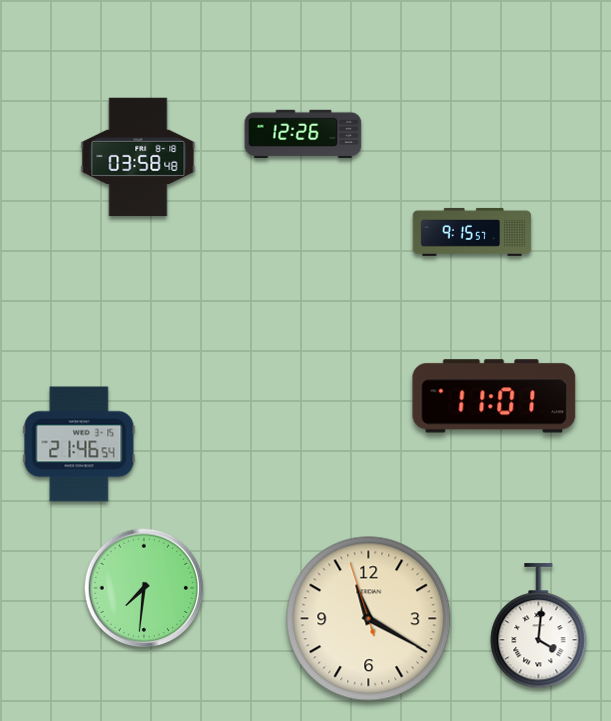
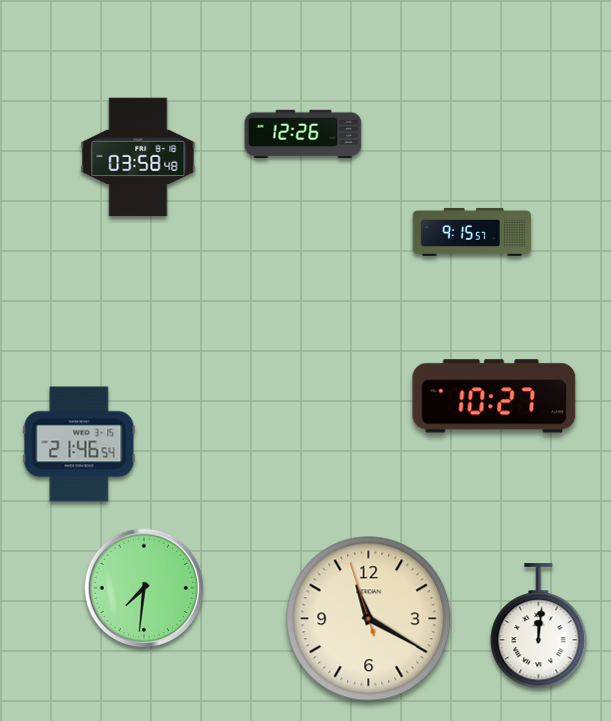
clock at (494, 396): 11:01 -> 10:27
clock at (539, 626): 4:01 -> 12:01
